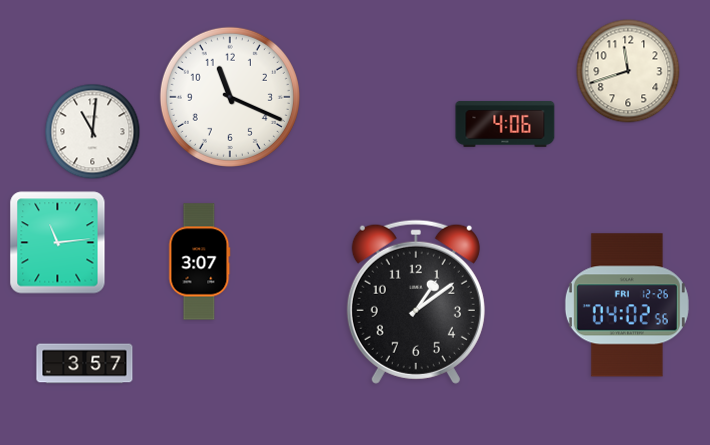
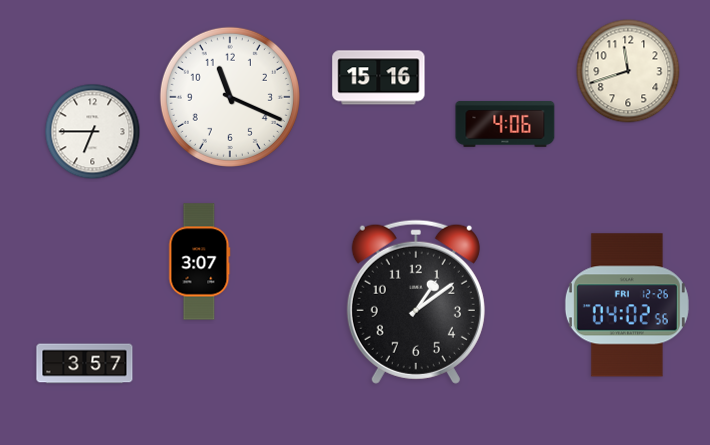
clock at (379, 78): none -> 15:16
clock at (93, 132): 11:01 -> 6:45
clock at (58, 243): 11:14 -> none
